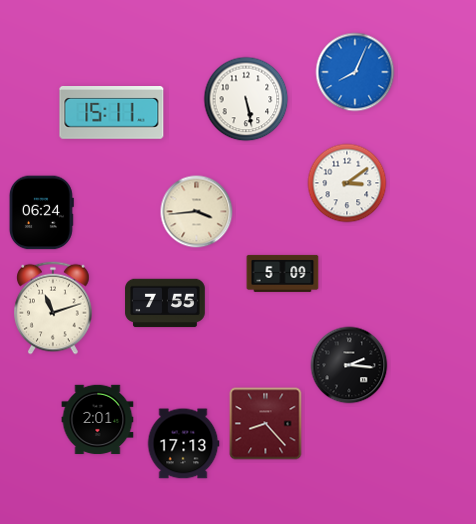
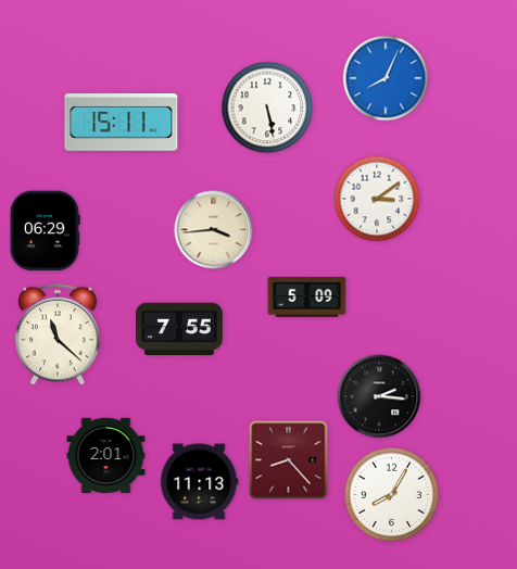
clock at (41, 213): 06:24 -> 06:29
clock at (53, 308): 11:12 -> 11:22
clock at (183, 444): 17:13 -> 11:13
clock at (392, 495): none -> 8:05
